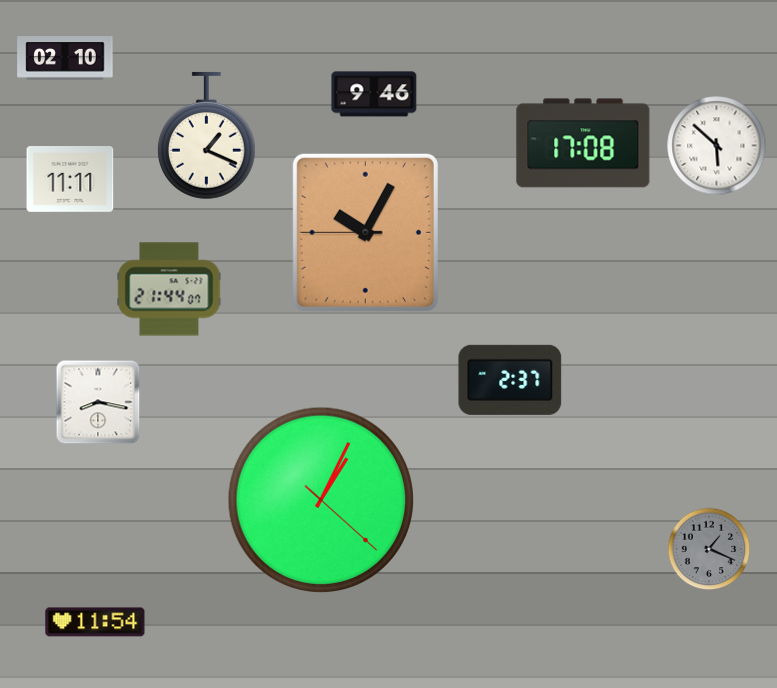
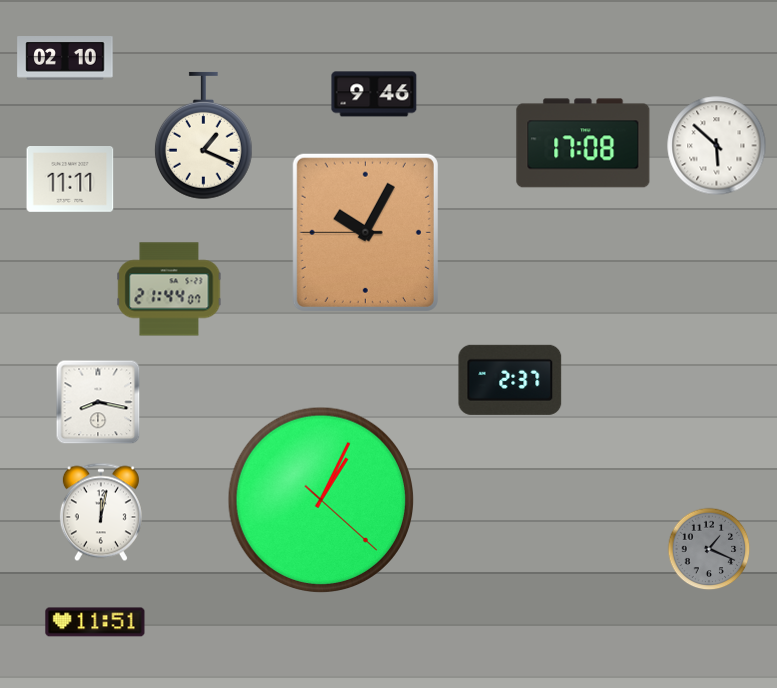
clock at (206, 136) position: (206, 136) -> (203, 136)
clock at (101, 512): none -> 12:02
clock at (95, 622): 11:54 -> 11:51
